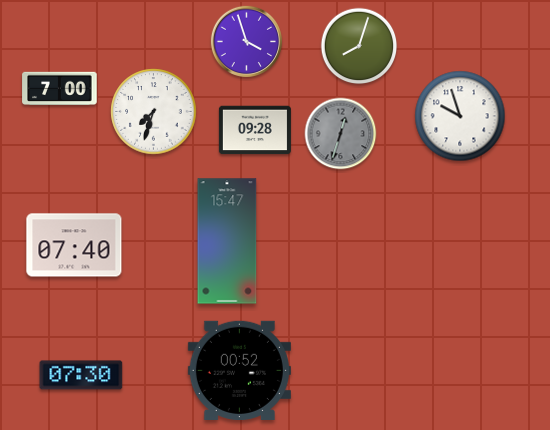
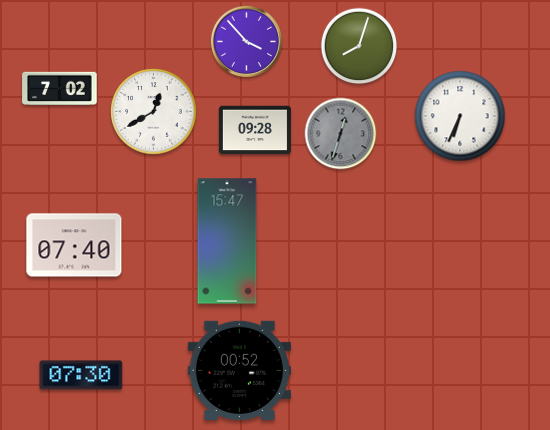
clock at (246, 41): 3:57 -> 3:53
clock at (60, 88): 7:00 -> 7:02
clock at (154, 112): 7:33 -> 12:40
clock at (460, 116): 9:57 -> 6:34
